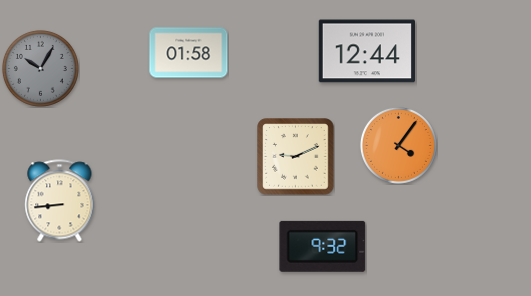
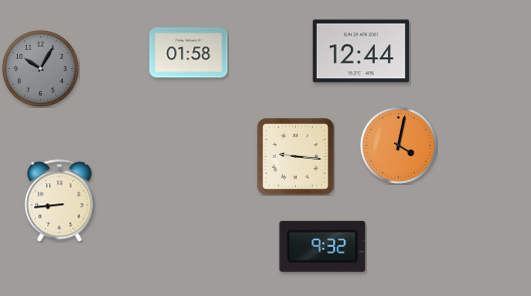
clock at (366, 51) position: (366, 51) -> (360, 51)
clock at (398, 145): 4:06 -> 4:02
clock at (296, 157): 9:11 -> 9:16
